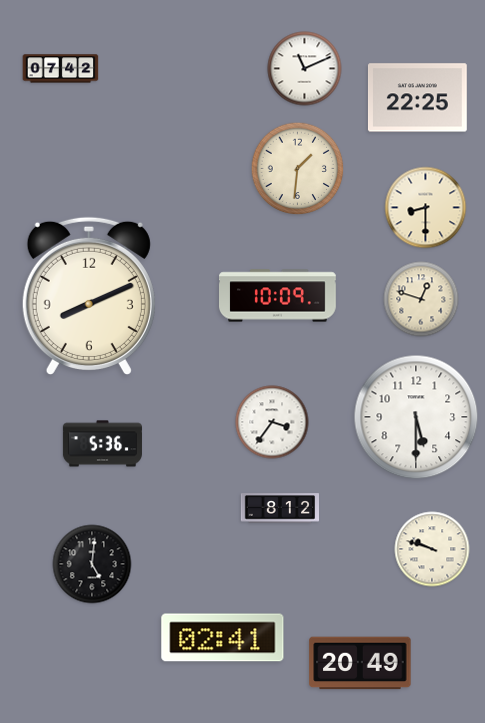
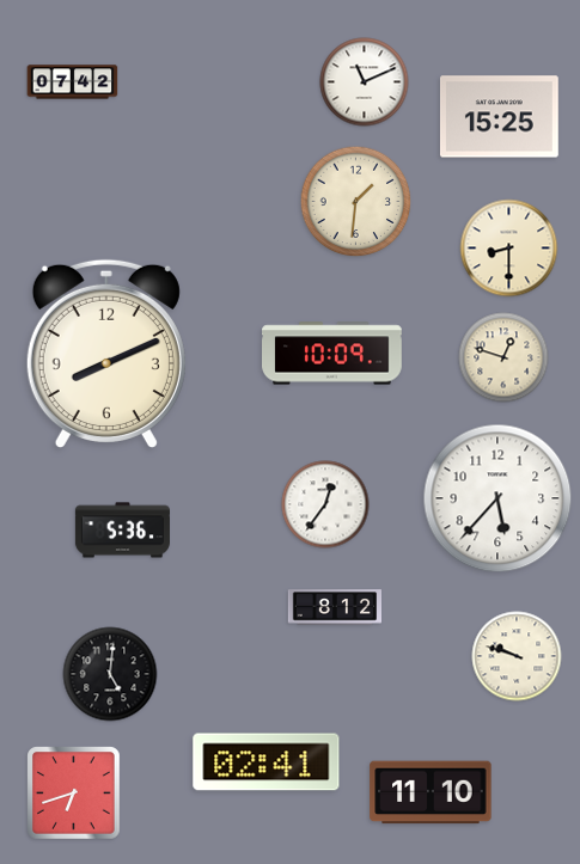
clock at (417, 98): 22:25 -> 15:25
clock at (416, 417): 5:30 -> 5:37
clock at (272, 422): 3:36 -> 12:36
clock at (360, 663): 20:49 -> 11:10
clock at (74, 793): none -> 6:42
